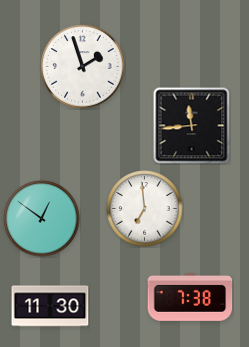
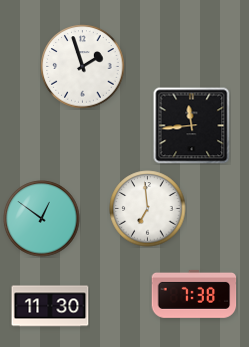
clock at (145, 209) position: (145, 209) -> (148, 209)
clock at (190, 297) position: (190, 297) -> (194, 294)
